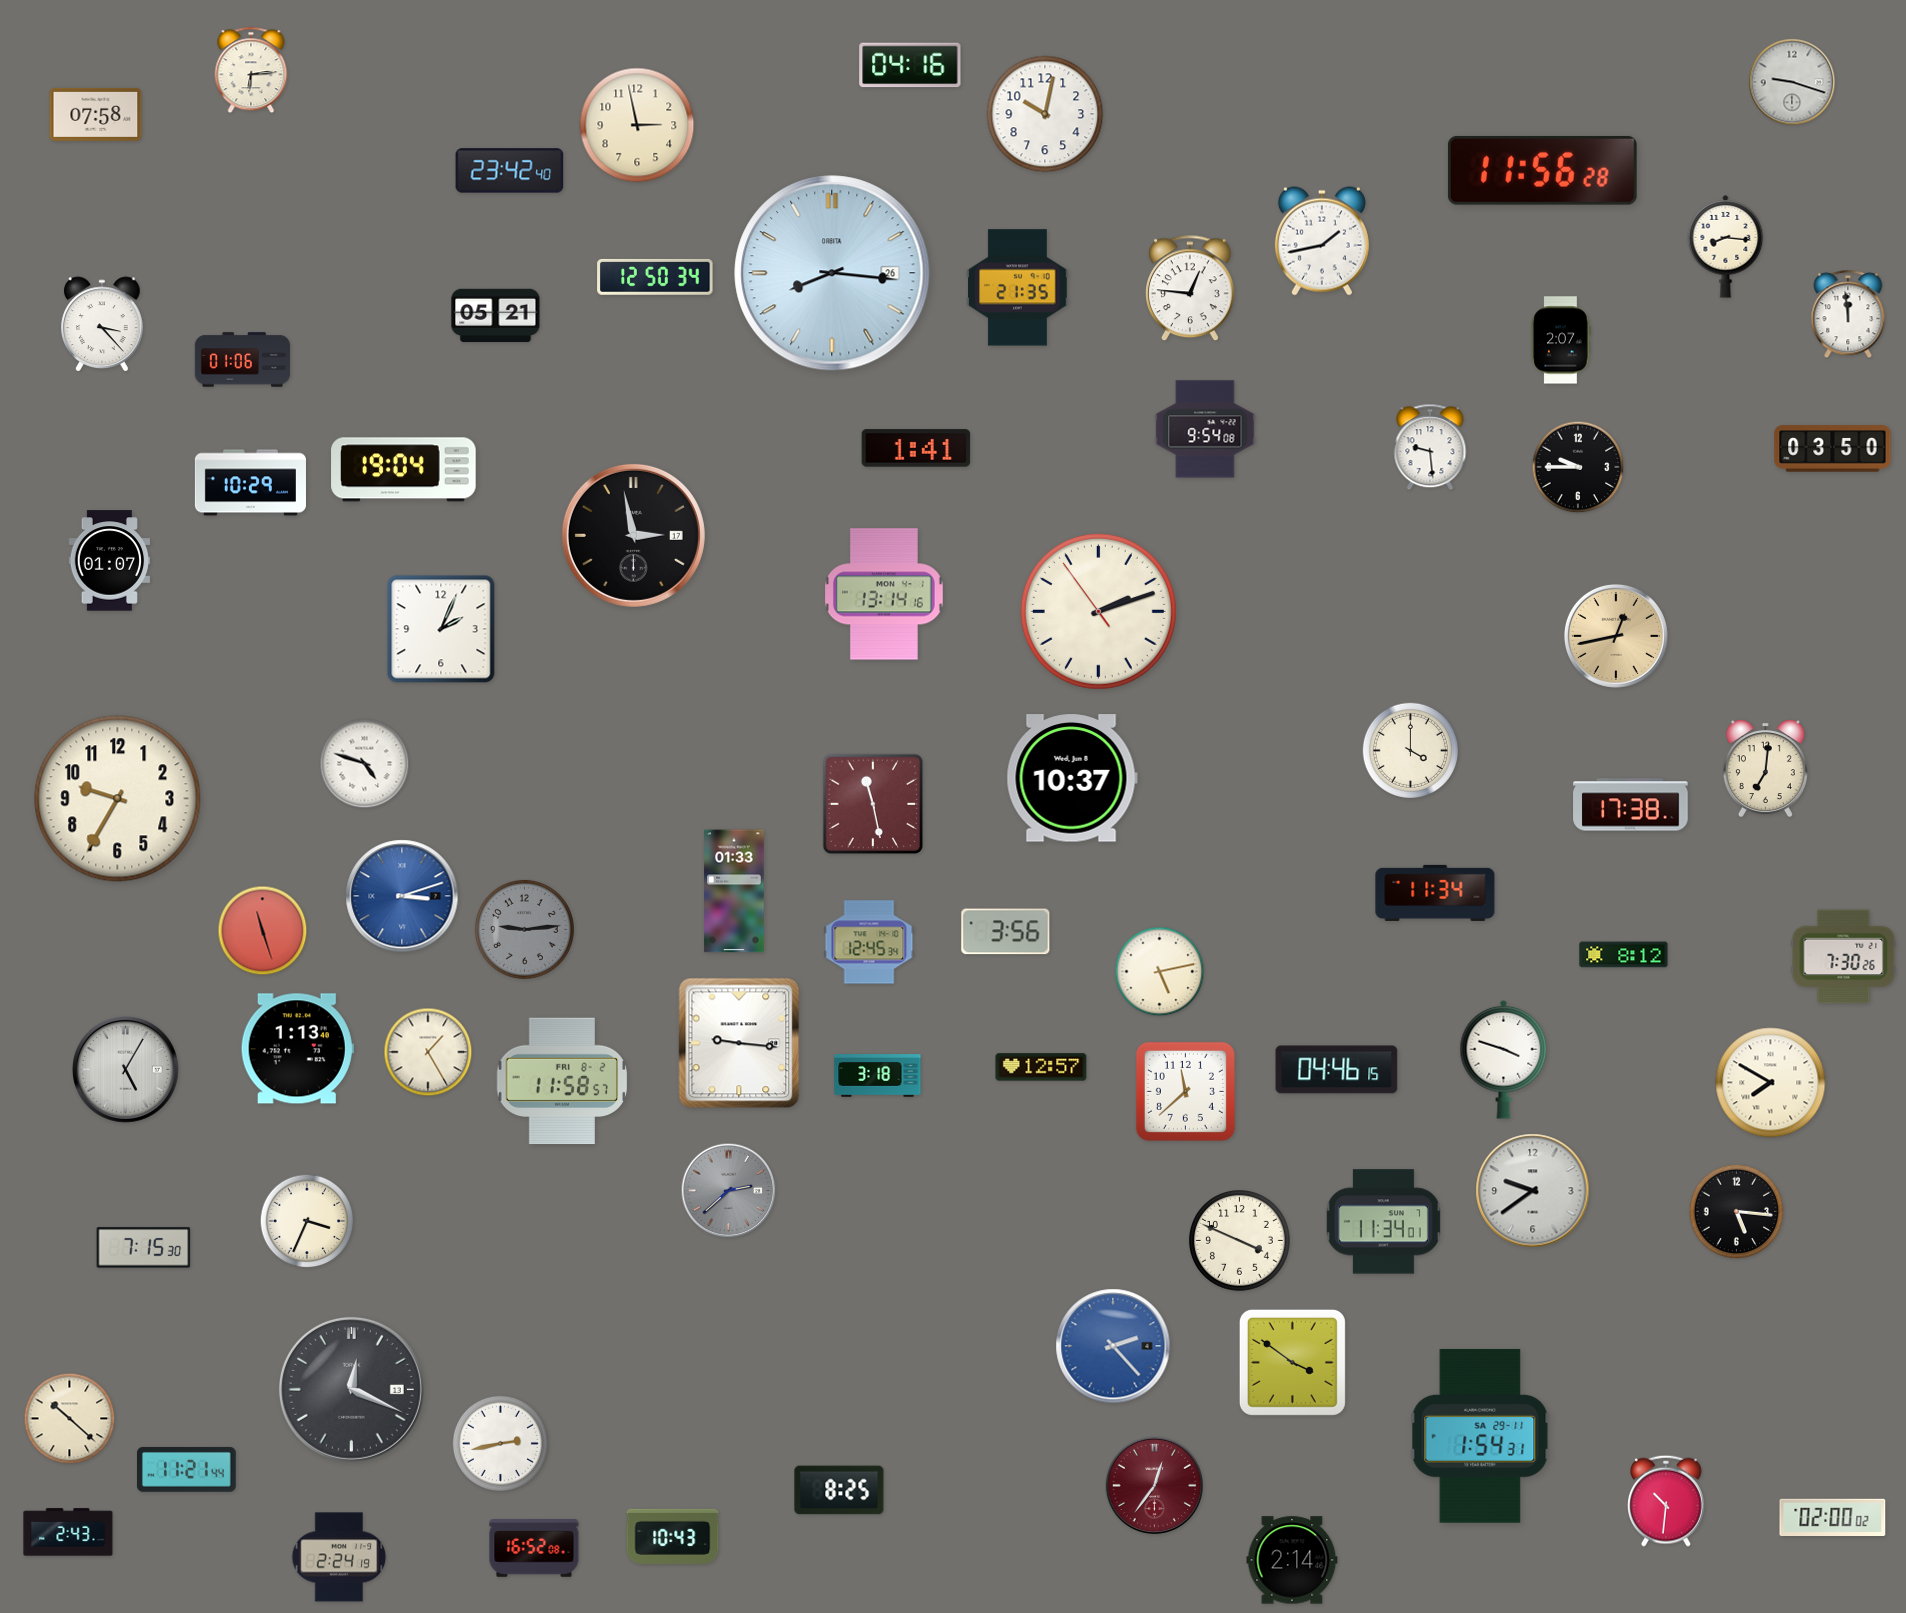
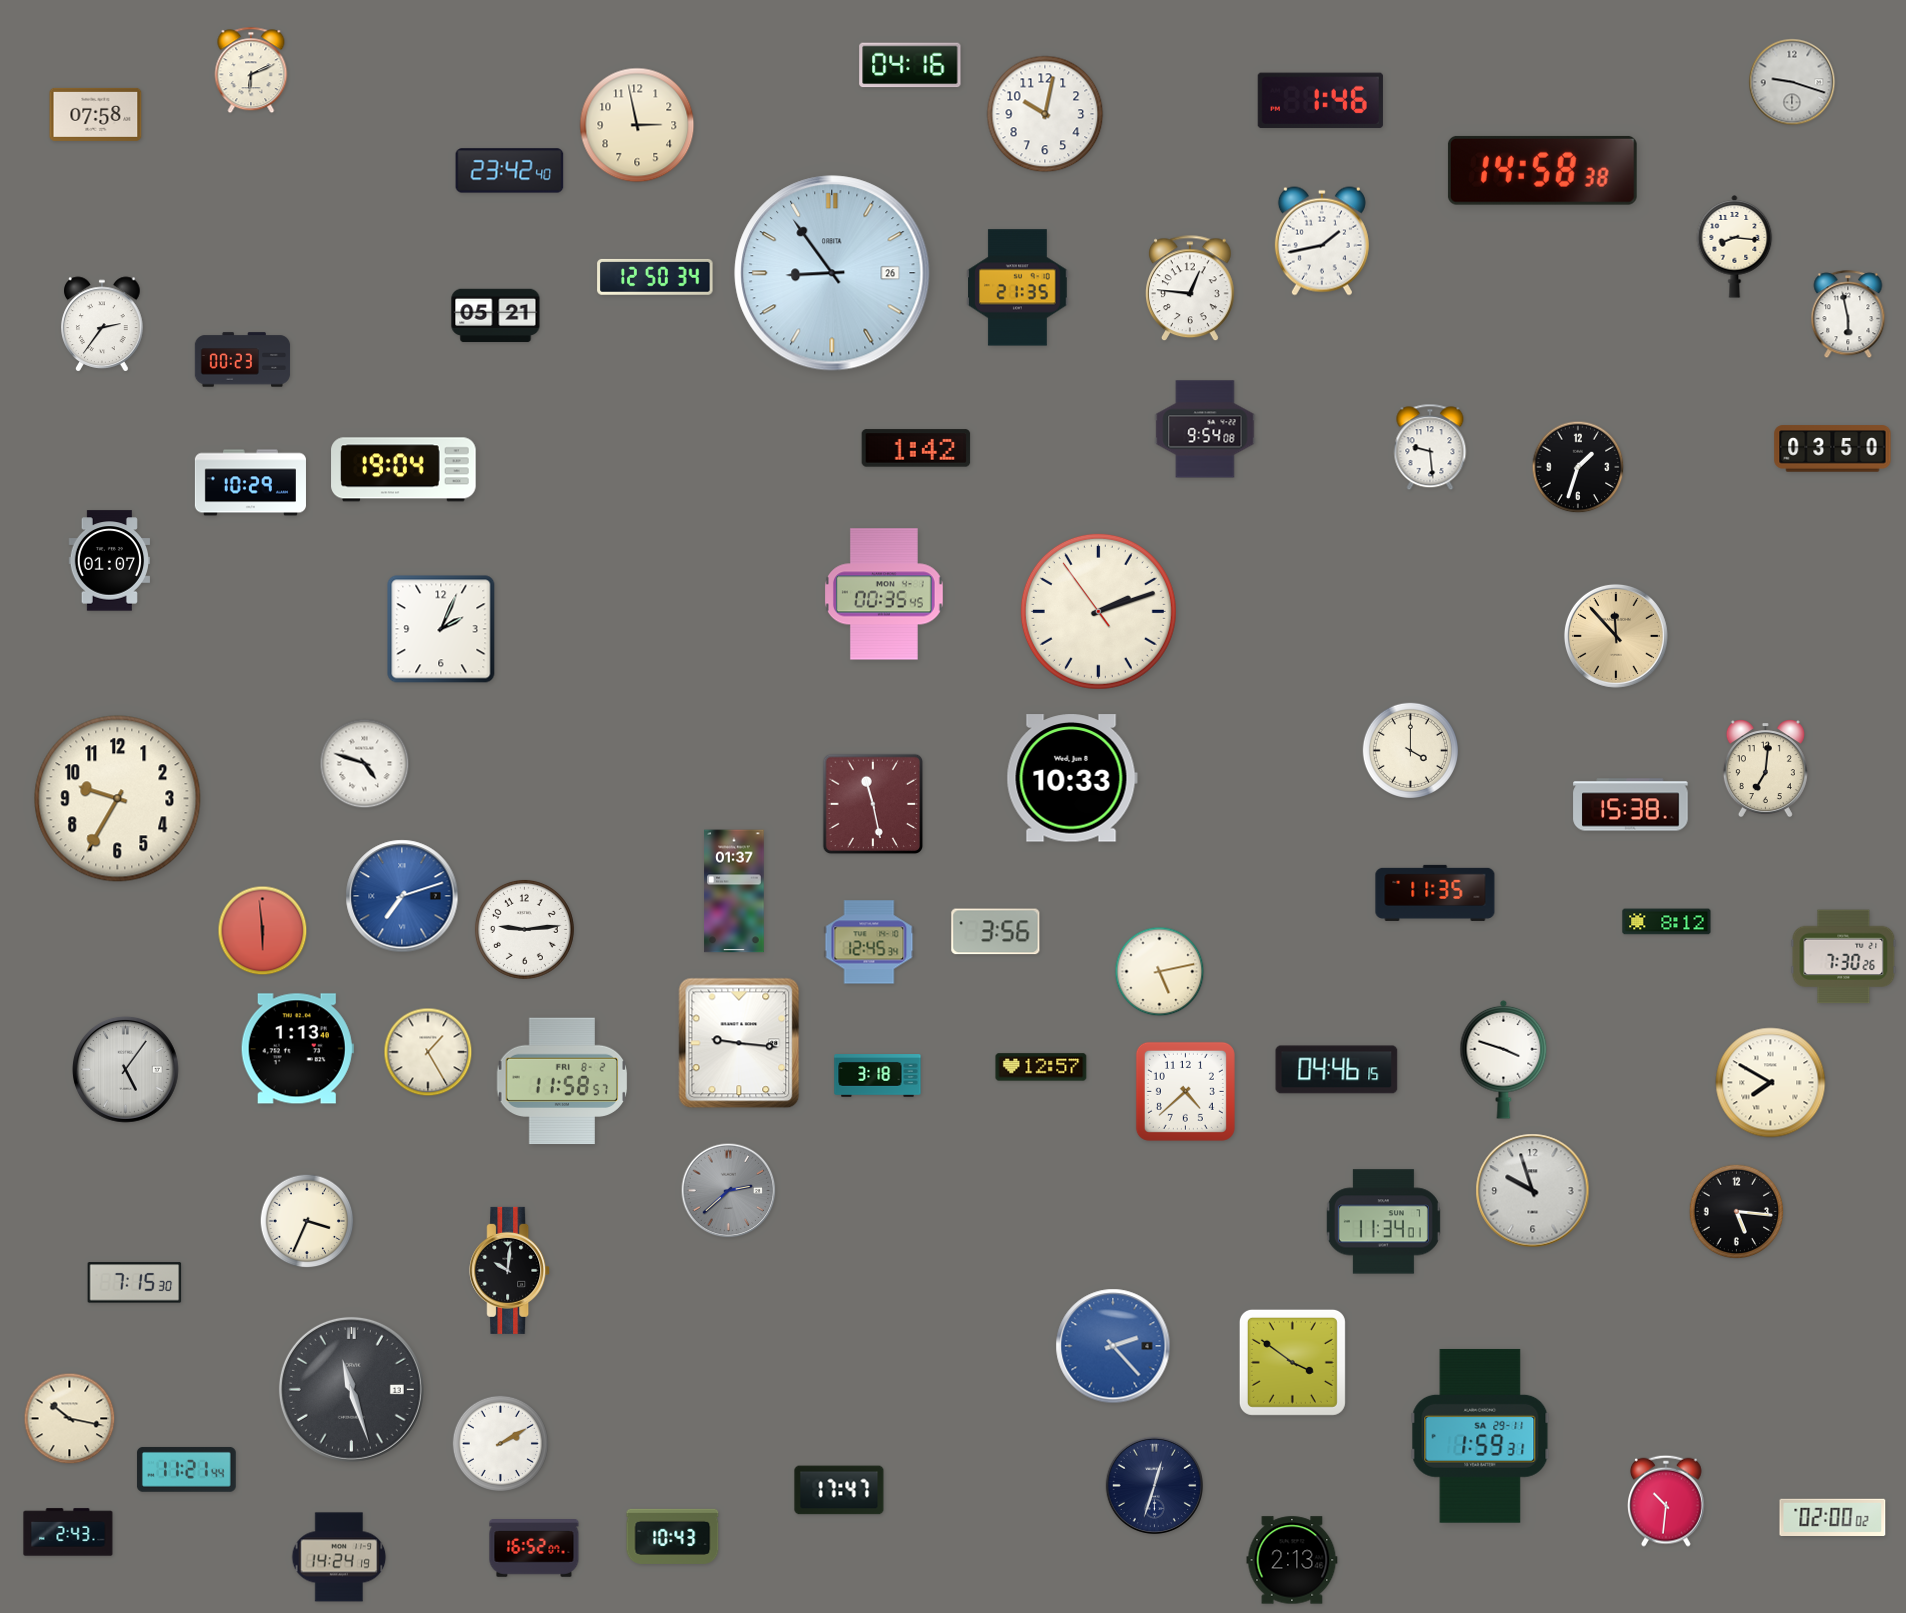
clock at (251, 70): 6:14 -> 6:11
clock at (1320, 101): none -> 1:46
clock at (1542, 170): 11:56 -> 14:58
clock at (1726, 247) position: (1726, 247) -> (1735, 247)
clock at (832, 273): 8:16 -> 8:54
clock at (1848, 315): 11:59 -> 5:58
clock at (102, 324): 3:23 -> 2:36
clock at (1561, 340): 2:07 -> none
clock at (243, 360): 01:06 -> 00:23
clock at (916, 448): 1:41 -> 1:42
clock at (1578, 467): 9:45 -> 1:33
clock at (633, 535): 2:58 -> none
clock at (885, 594): 13:14 -> 00:35
clock at (1616, 636): 12:43 -> 11:53
clock at (1072, 778): 10:37 -> 10:33
clock at (1631, 805): 17:38 -> 15:38
clock at (734, 891): 01:33 -> 01:37
clock at (1435, 893): 11:34 -> 11:35
clock at (402, 896): 3:12 -> 7:12
clock at (524, 929) dial: grey -> white
clock at (263, 931): 11:27 -> 5:59
clock at (1006, 932) position: (1006, 932) -> (996, 932)
clock at (1624, 955) position: (1624, 955) -> (1667, 922)
clock at (126, 1070): 5:05 -> 5:06
clock at (1185, 1091): 11:38 -> 4:38
clock at (1533, 1191): 9:39 -> 9:57
clock at (1240, 1241): 3:49 -> none
clock at (144, 1248) position: (144, 1248) -> (135, 1283)
clock at (510, 1270): none -> 10:01
clock at (351, 1389): 12:19 -> 11:27
clock at (70, 1419): 10:22 -> 10:17
clock at (1480, 1436): 1:54 -> 1:59
clock at (500, 1443): 2:43 -> 2:10
clock at (1154, 1485): 12:36 -> 12:33
clock at (1154, 1485) dial: burgundy -> navy
clock at (839, 1490): 8:25 -> 17:47
clock at (534, 1548): 16:52:08 -> 16:52:07
clock at (339, 1557): 2:24 -> 14:24
clock at (1292, 1560): 2:14 -> 2:13
